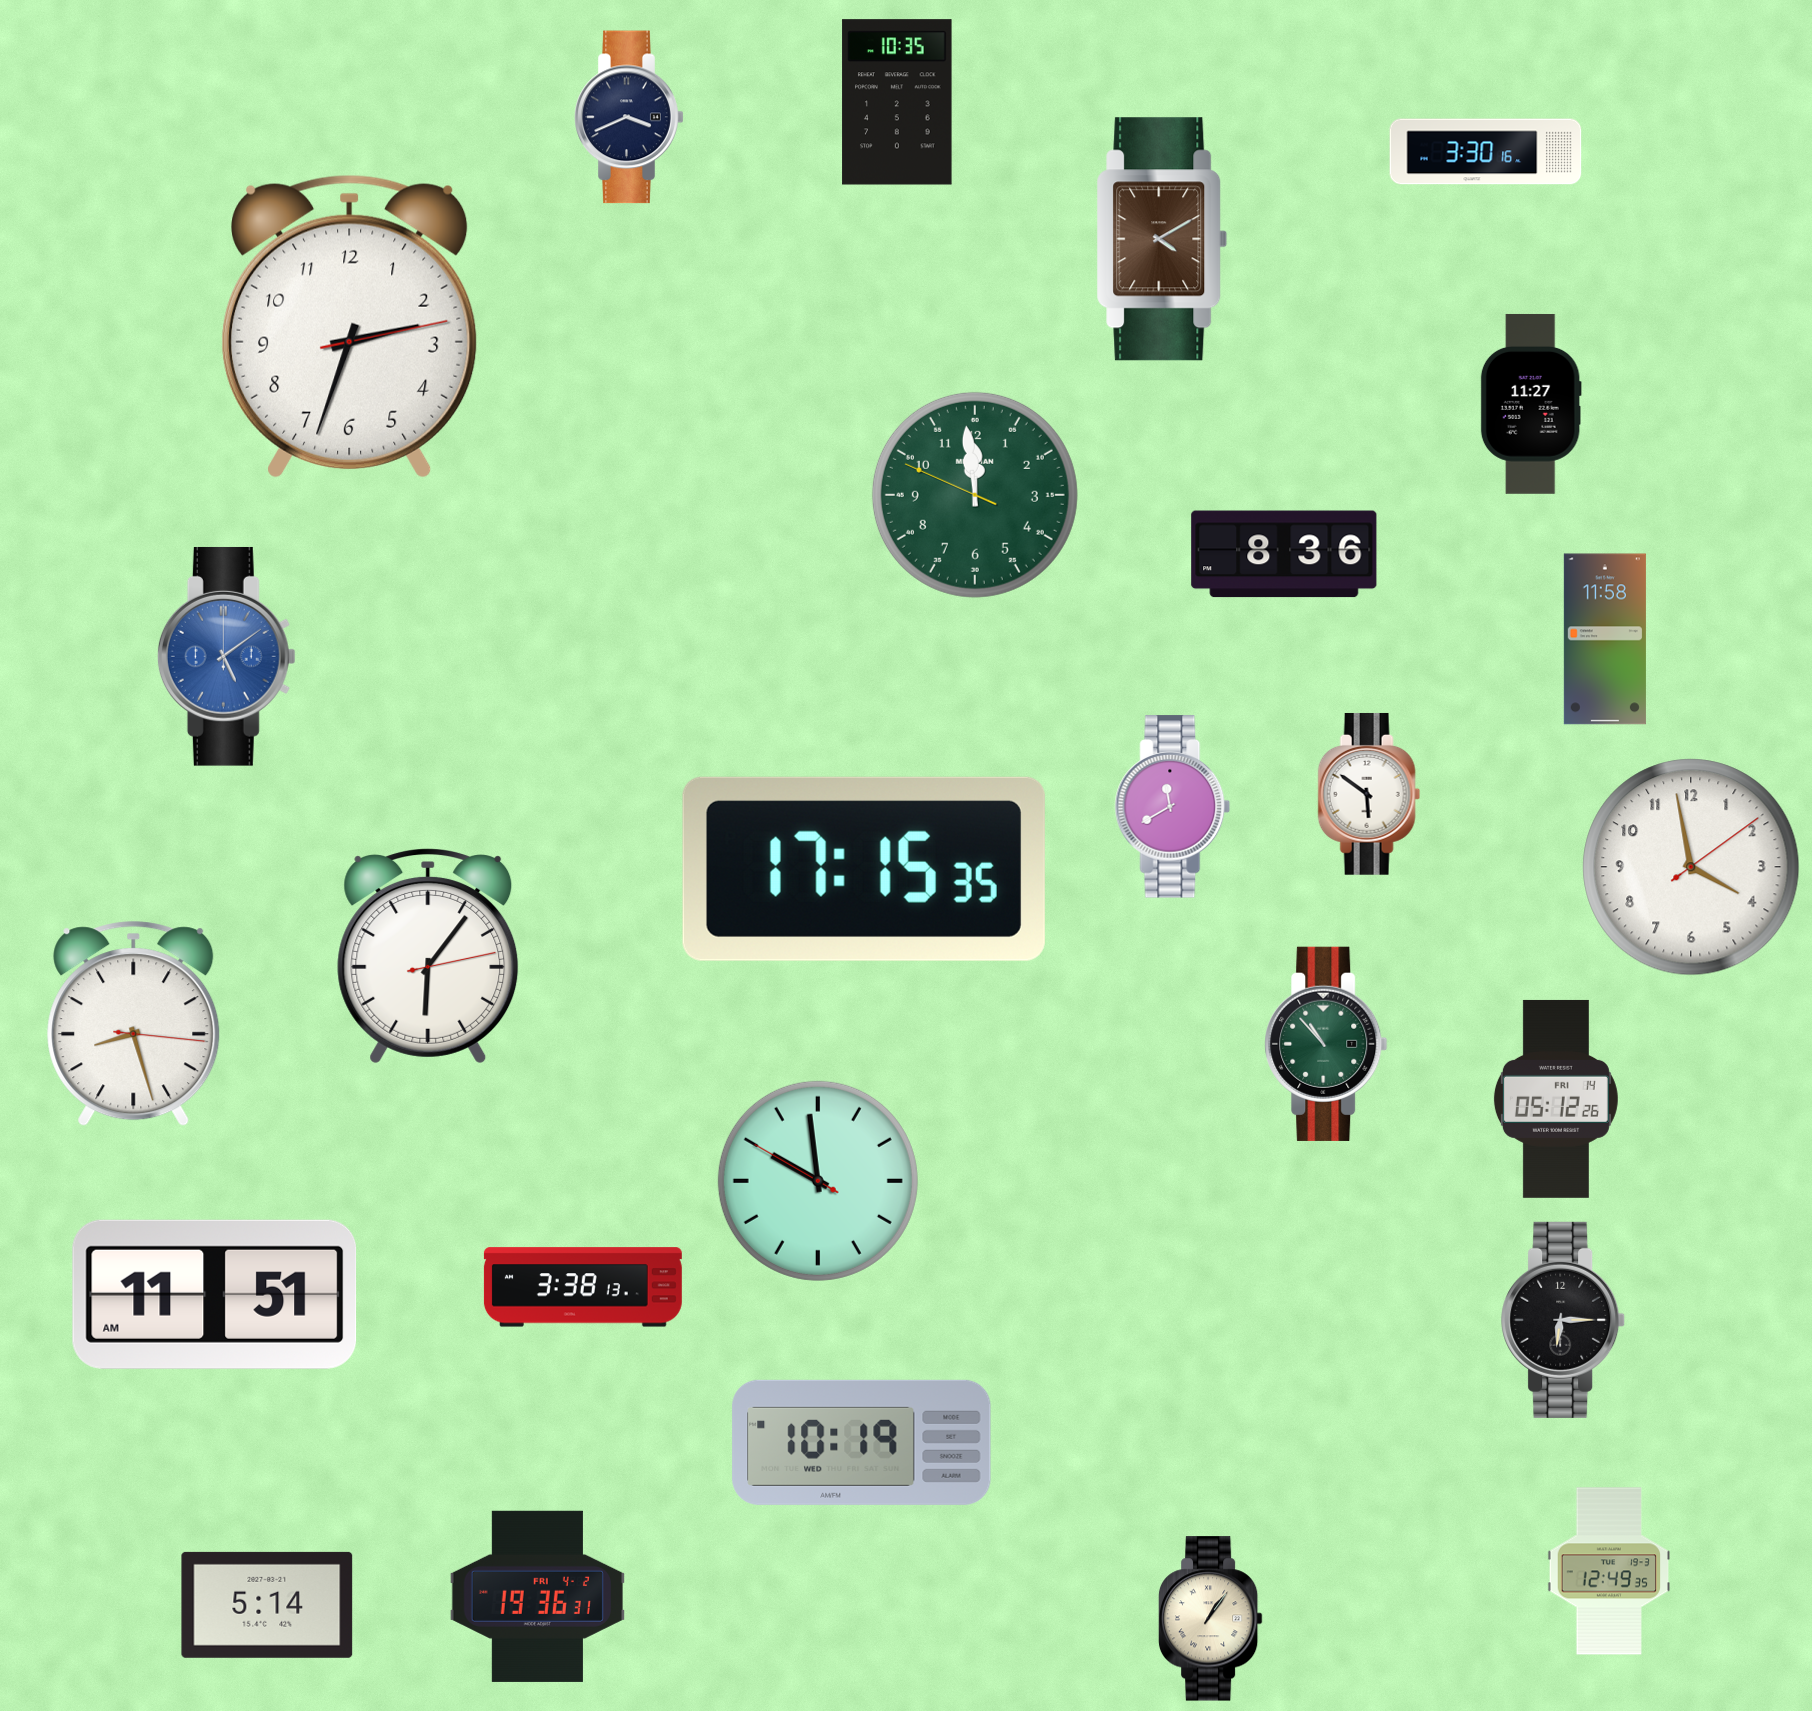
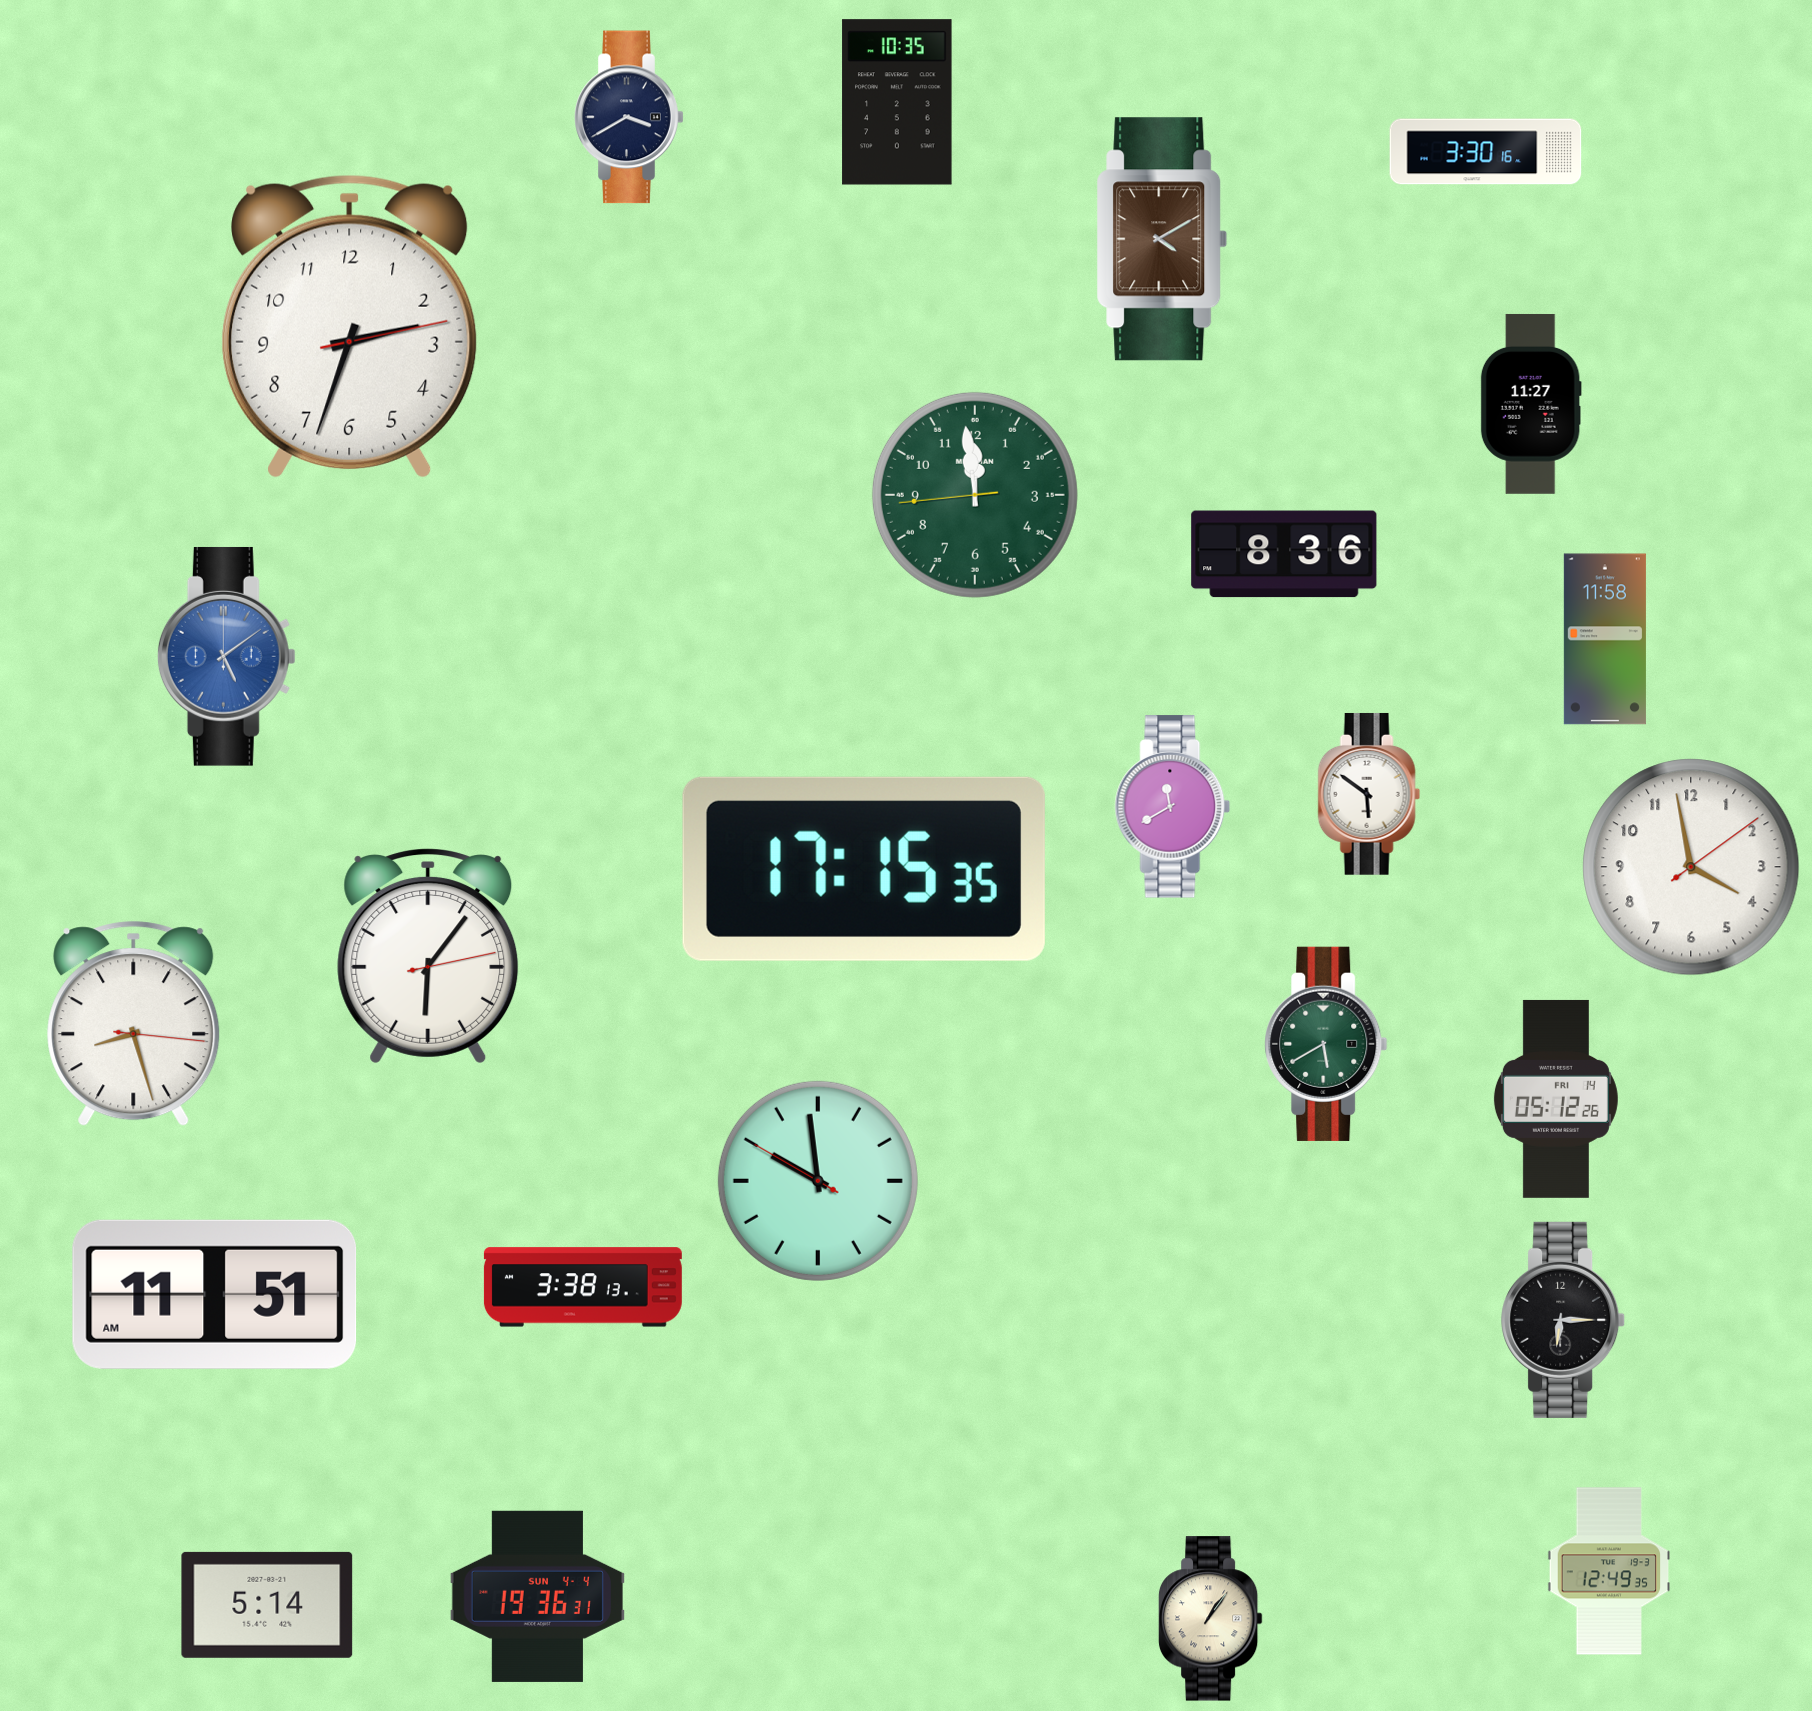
clock at (629, 117): 3:41 -> 3:40
clock at (975, 495): 11:58:49 -> 11:58:44
clock at (1326, 1044): 10:53 -> 5:40
clock at (862, 1442): 10:19 -> none
clock at (537, 1596) date: FRI 4-2 -> SUN 4-4
